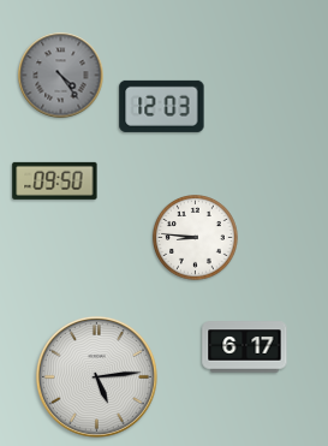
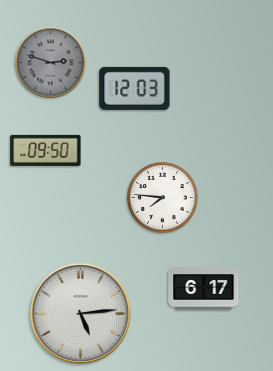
clock at (61, 76): 4:24 -> 2:48
clock at (196, 238): 8:46 -> 7:46
